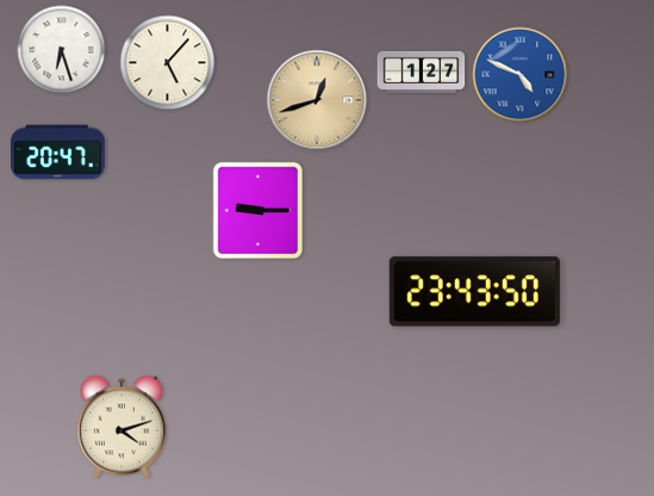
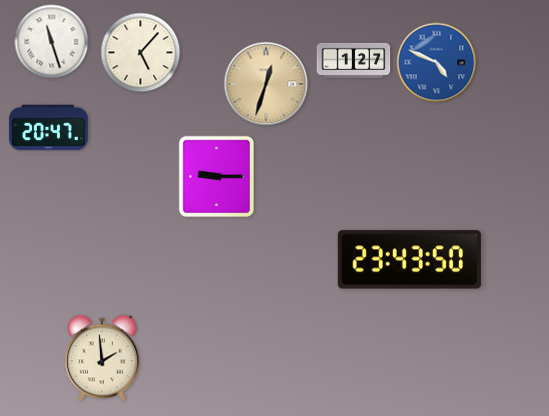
clock at (62, 50): 6:27 -> 11:27
clock at (317, 100): 12:42 -> 12:33
clock at (474, 292) position: (474, 292) -> (409, 260)
clock at (123, 427): 4:12 -> 1:59
